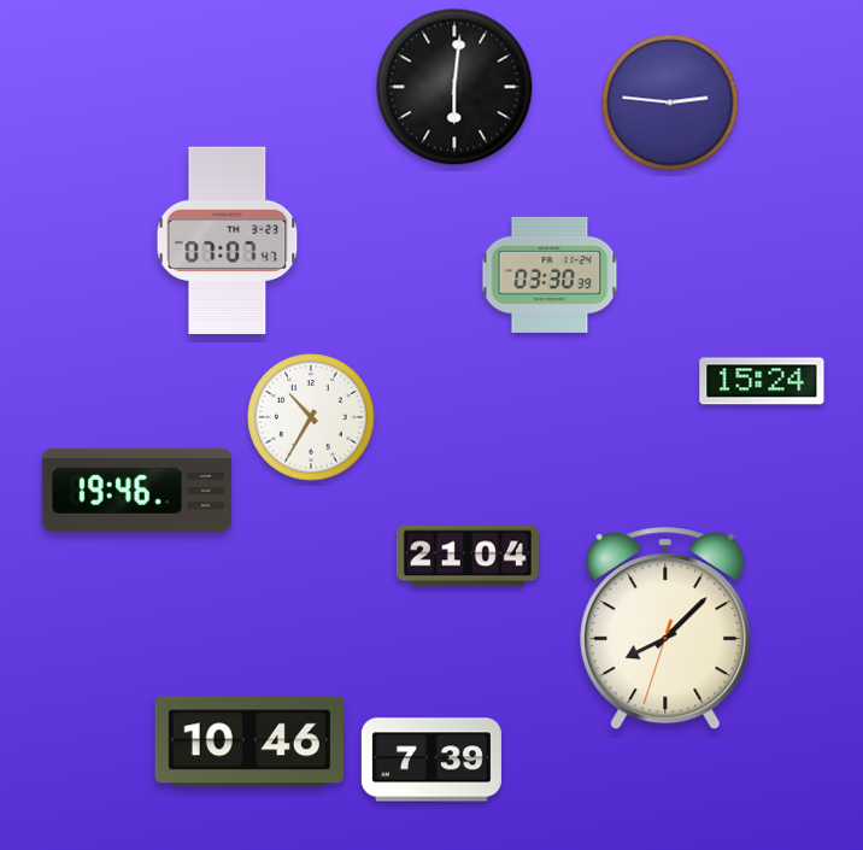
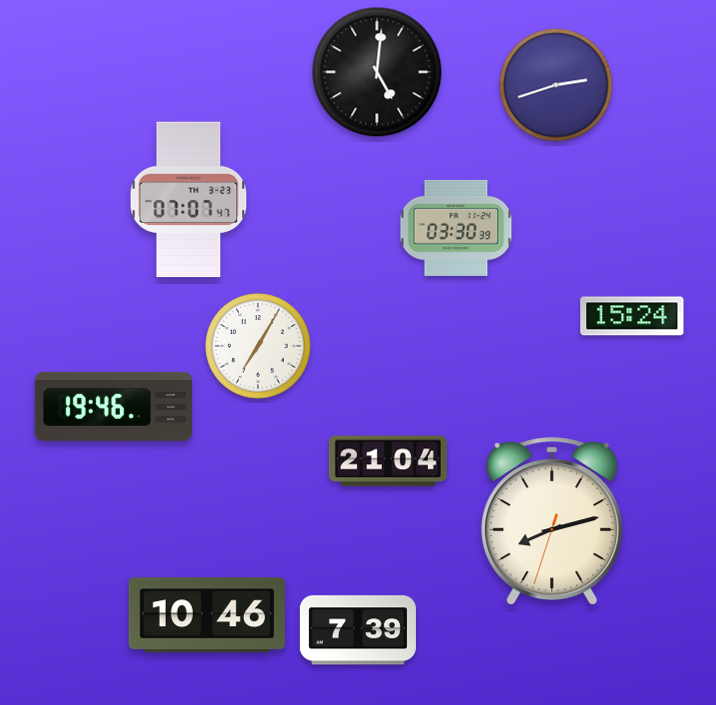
clock at (454, 87): 6:01 -> 5:01
clock at (670, 102): 2:46 -> 2:42
clock at (311, 417): 10:35 -> 7:05
clock at (665, 629): 8:07 -> 8:12
